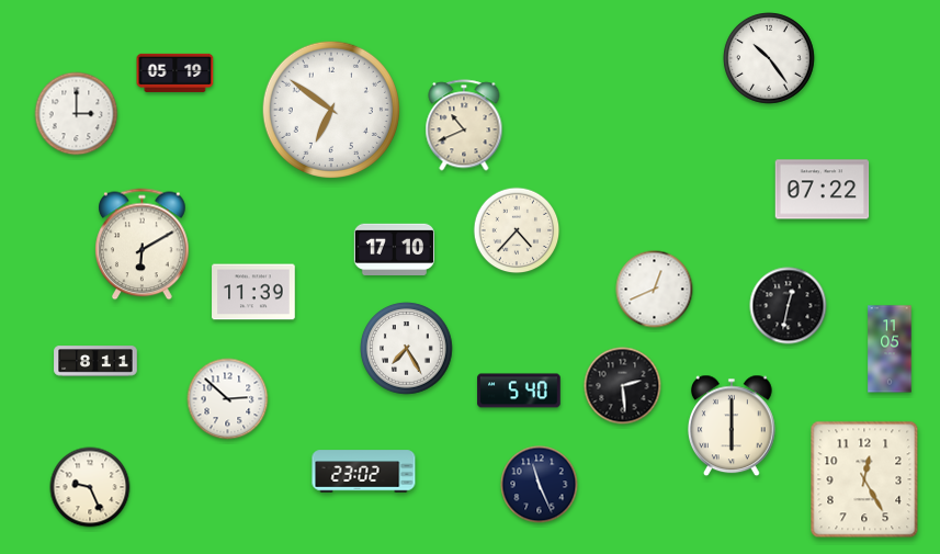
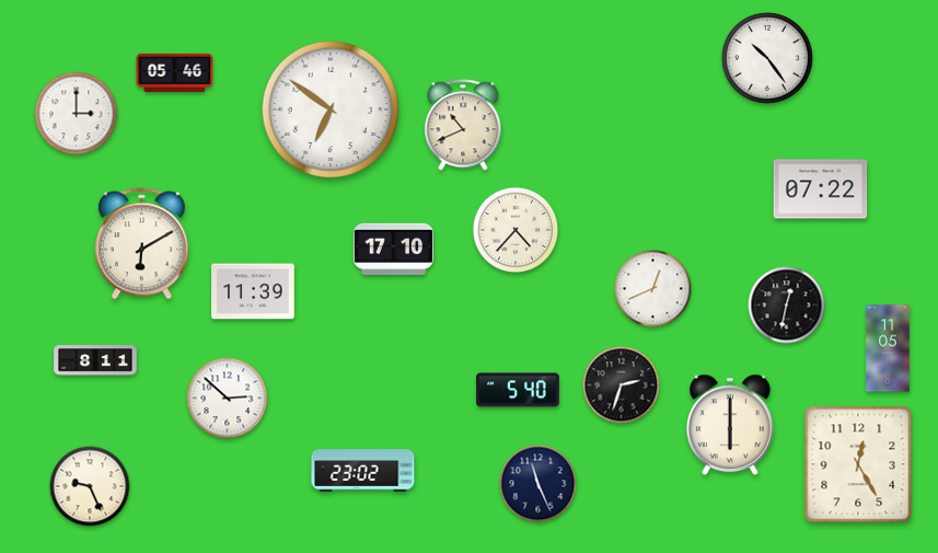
clock at (175, 72): 05:19 -> 05:46
clock at (407, 349): 7:25 -> none
clock at (623, 386): 2:29 -> 2:33
clock at (864, 479) position: (864, 479) -> (858, 464)
